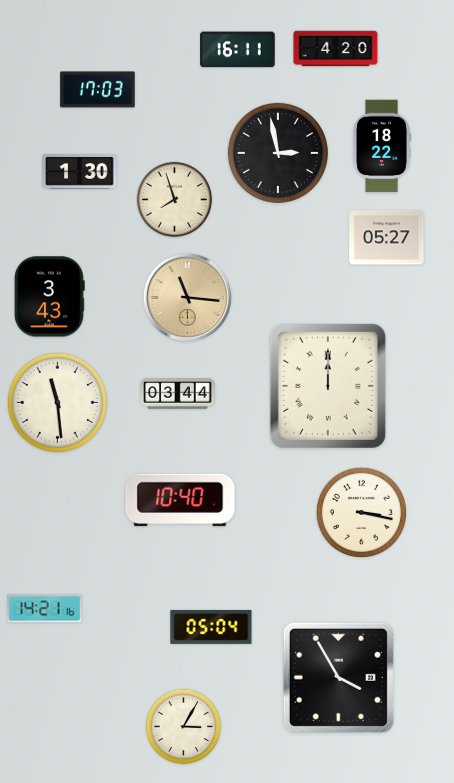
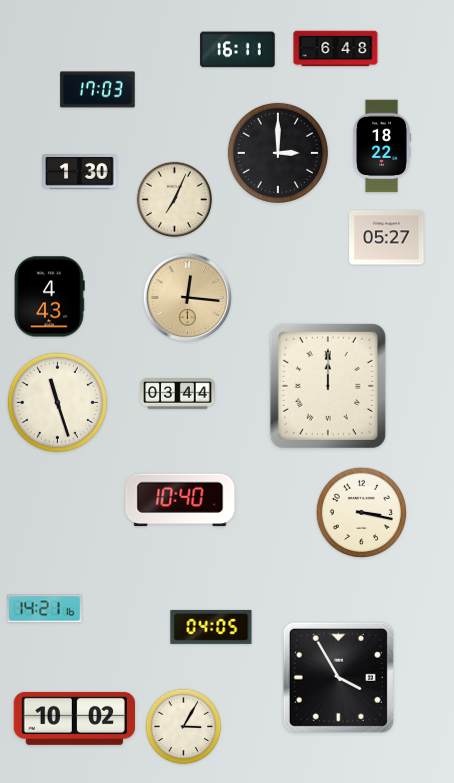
clock at (336, 49): 4:20 -> 6:48
clock at (278, 153): 2:58 -> 3:00
clock at (175, 200): 7:57 -> 7:04
clock at (50, 297): 3:43 -> 4:43
clock at (187, 297): 11:16 -> 12:16
clock at (57, 402): 11:29 -> 11:27
clock at (211, 627): 05:04 -> 04:05
clock at (75, 718): none -> 10:02
